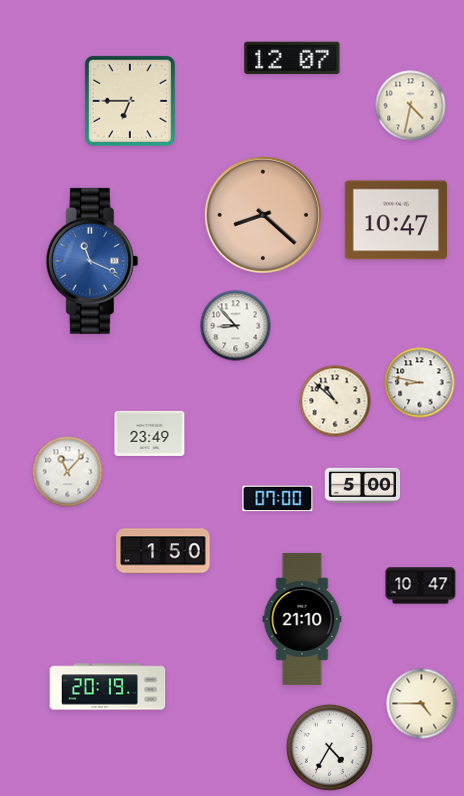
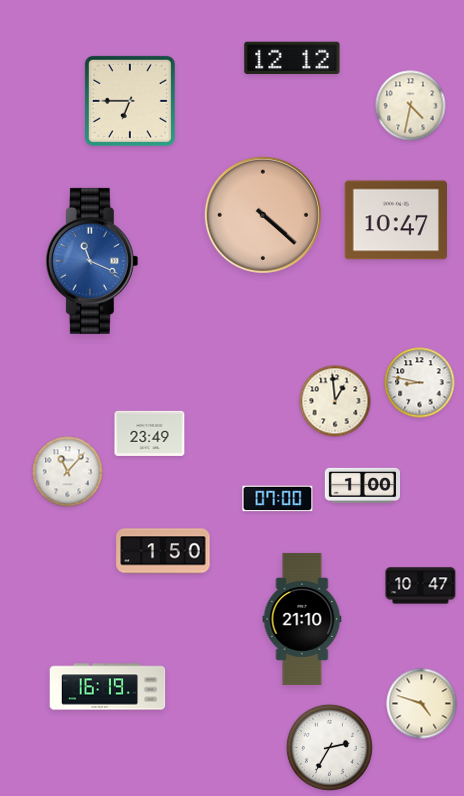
clock at (292, 58): 12:07 -> 12:12
clock at (263, 215): 8:22 -> 4:22
clock at (236, 326): 8:53 -> none
clock at (335, 401): 10:52 -> 12:59
clock at (362, 485): 5:00 -> 1:00
clock at (108, 687): 20:19 -> 16:19
clock at (422, 704): 4:45 -> 4:48
clock at (329, 747): 4:35 -> 2:35
